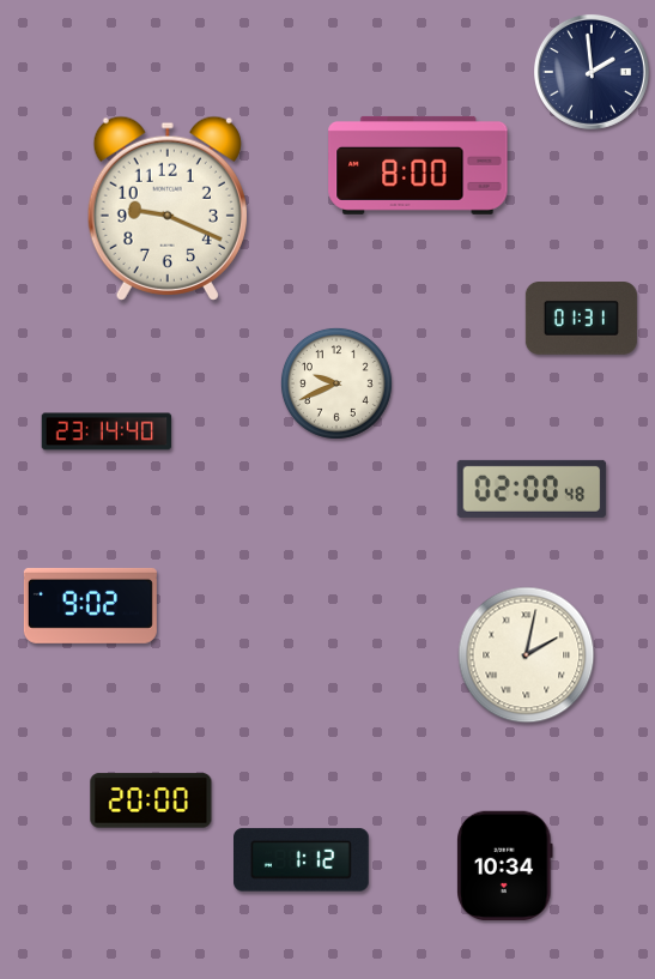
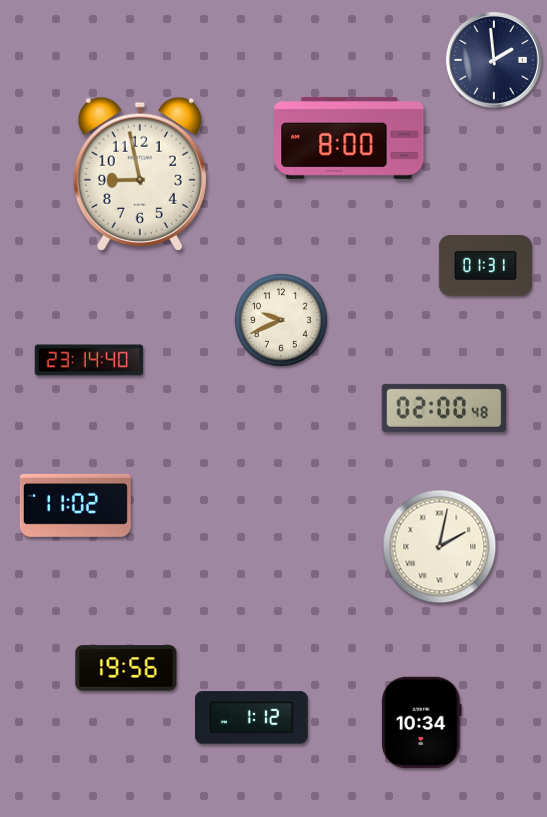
clock at (168, 209): 9:19 -> 8:58
clock at (90, 605): 9:02 -> 11:02
clock at (151, 800): 20:00 -> 19:56
